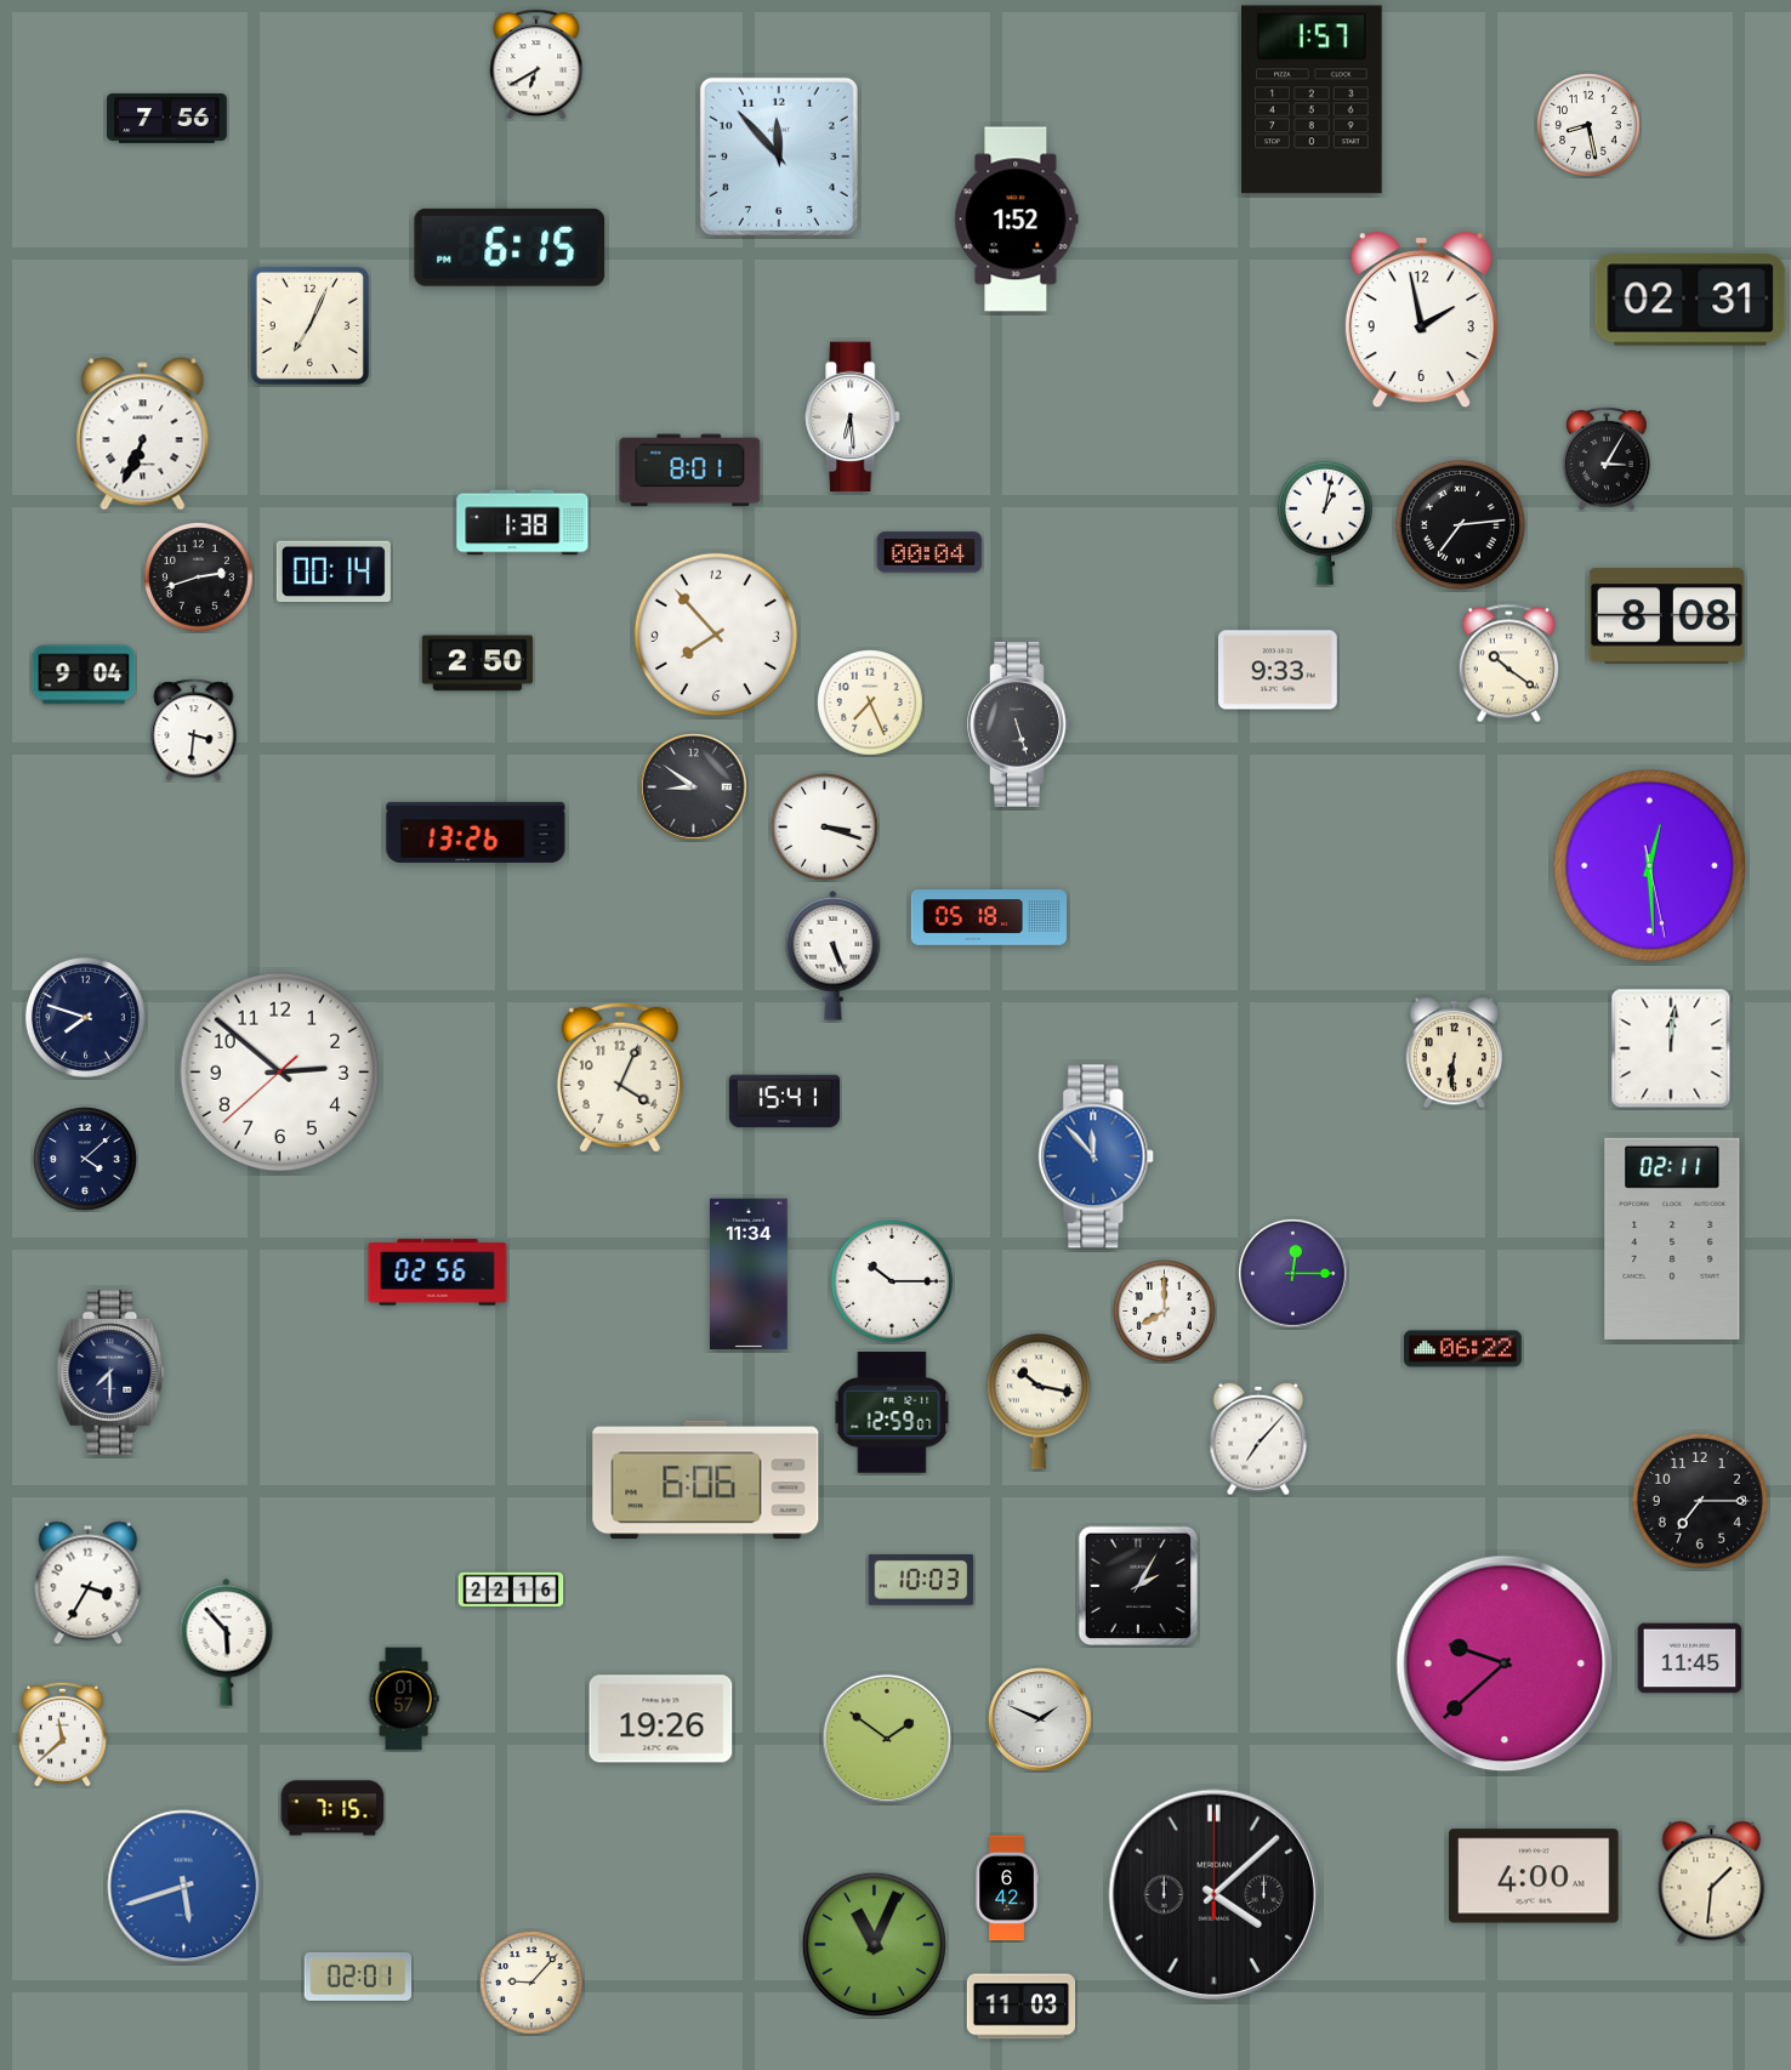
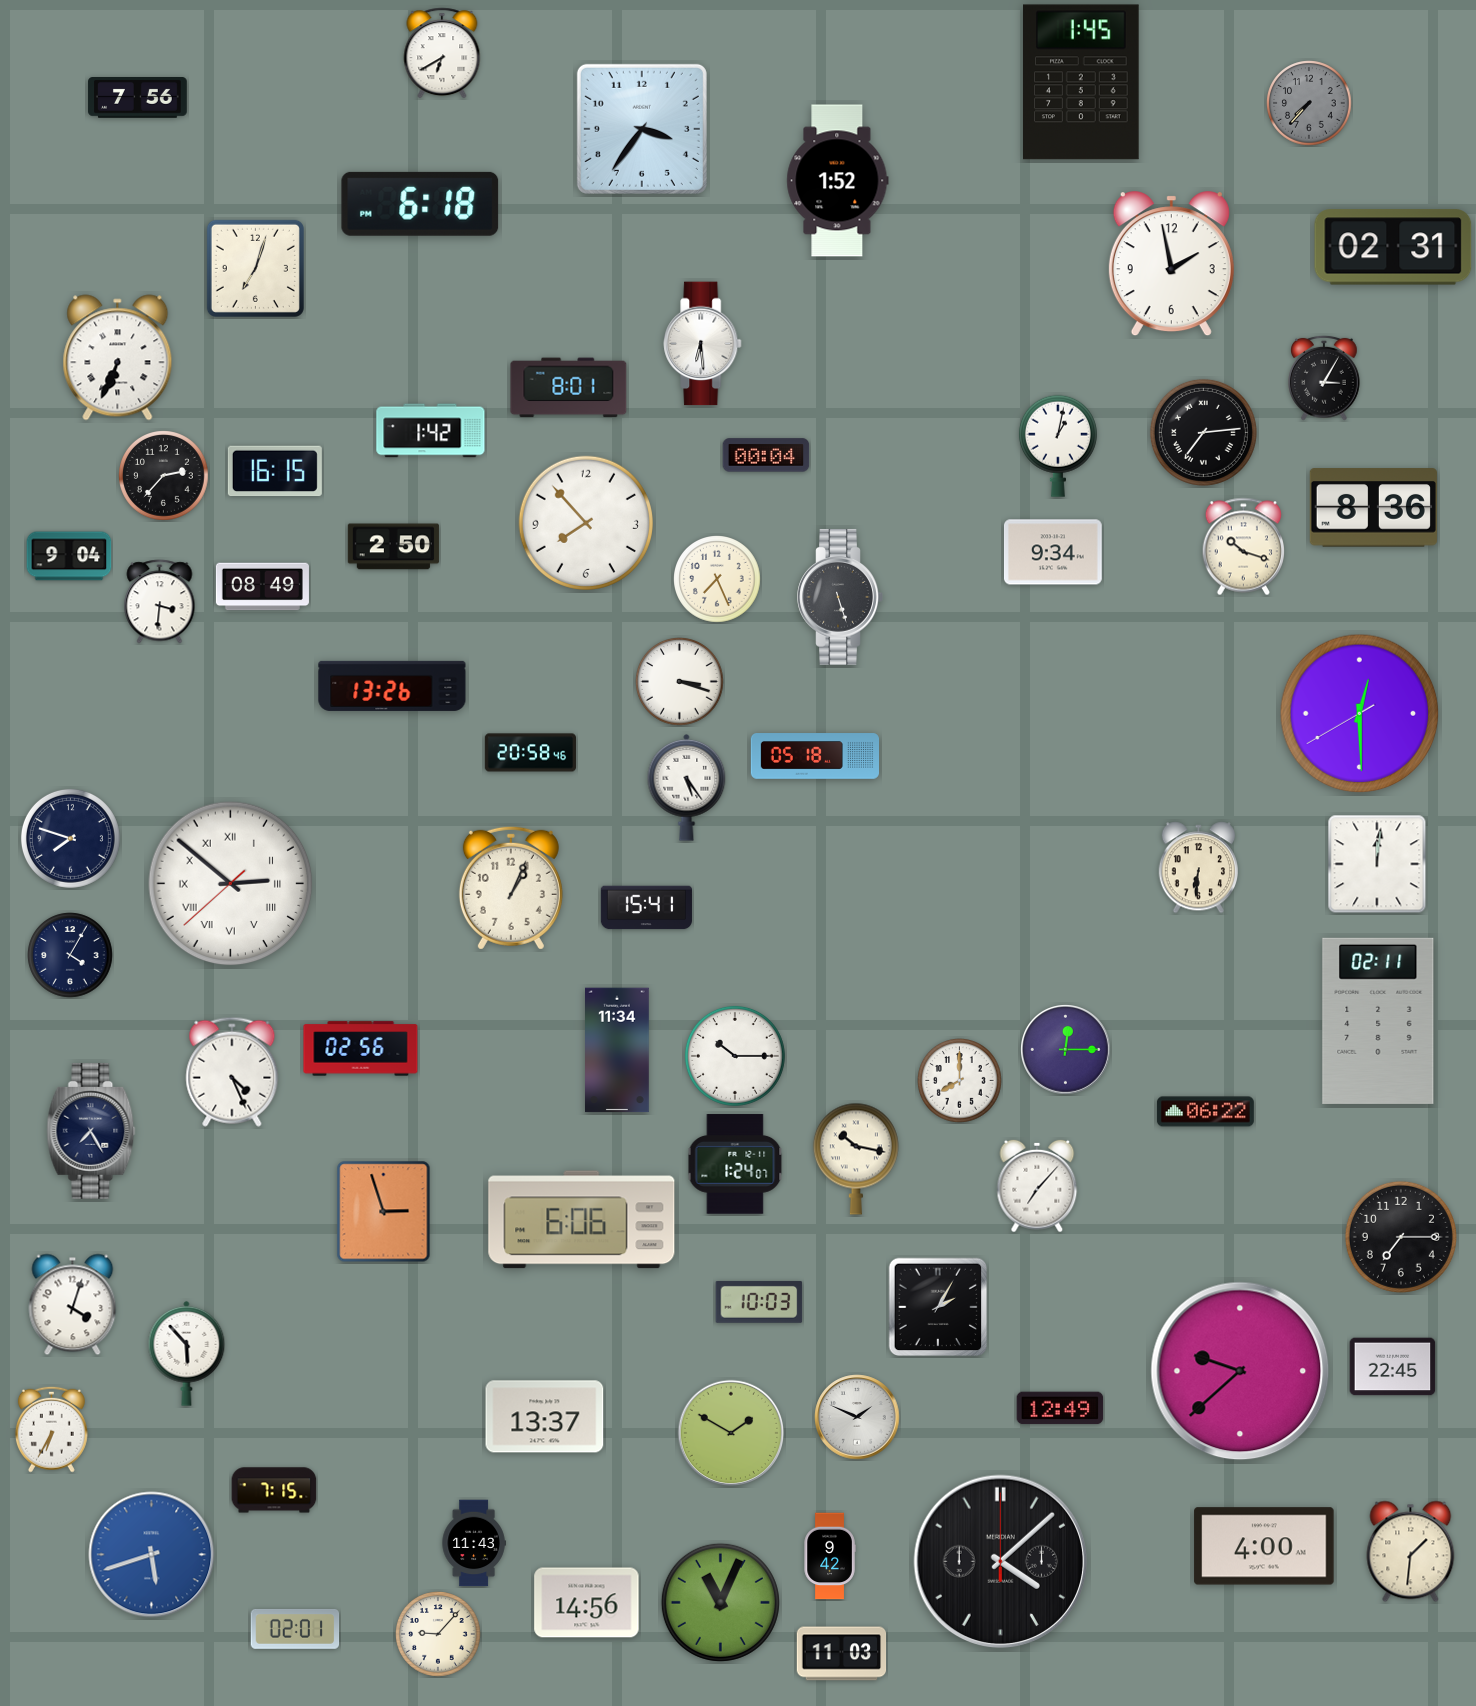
clock at (1313, 99): 1:57 -> 1:45
clock at (1588, 125): 8:28 -> 7:37
clock at (1588, 125) dial: white -> grey
clock at (779, 157): 11:53 -> 3:36
clock at (510, 248): 6:15 -> 6:18
clock at (309, 325): 7:04 -> 7:03
clock at (523, 523): 1:38 -> 1:42
clock at (1325, 523) position: (1325, 523) -> (1058, 446)
clock at (334, 571): 00:14 -> 16:15
clock at (199, 578): 2:42 -> 2:37
clock at (1666, 616): 8:08 -> 8:36
clock at (716, 635) position: (716, 635) -> (586, 523)
clock at (1508, 664): 10:21 -> 10:18
clock at (1278, 670): 9:33 -> 9:34
clock at (262, 587): none -> 08:49
clock at (694, 787): 8:51 -> none
clock at (1650, 866): 12:29:28 -> 12:29:40
clock at (530, 753): none -> 20:58
clock at (834, 955): 5:26 -> 5:24
clock at (280, 1073) numerals: Arabic -> Roman
clock at (620, 1077): 4:04 -> 1:04
clock at (1097, 1156): 11:53 -> none
clock at (85, 1159): 4:08 -> 4:05
clock at (232, 1072): none -> 4:26
clock at (110, 1372): 7:30 -> 7:25
clock at (1039, 1401) position: (1039, 1401) -> (856, 1159)
clock at (892, 1412): 12:59 -> 1:24
clock at (384, 1212): none -> 2:57
clock at (89, 1583): 3:35 -> 4:03
clock at (511, 1588): 22:16 -> none
clock at (1690, 1659): 11:45 -> 22:45
clock at (404, 1699): 01:57 -> none
clock at (1060, 1408): none -> 12:49
clock at (661, 1719): 19:26 -> 13:37
clock at (62, 1734): 11:38 -> 6:35
clock at (887, 1739): 1:51 -> 1:50
clock at (474, 1543): none -> 11:43
clock at (1007, 1888): 6:42 -> 9:42
clock at (587, 1603): none -> 14:56
